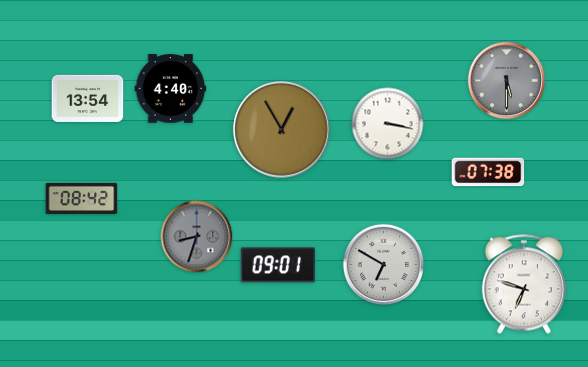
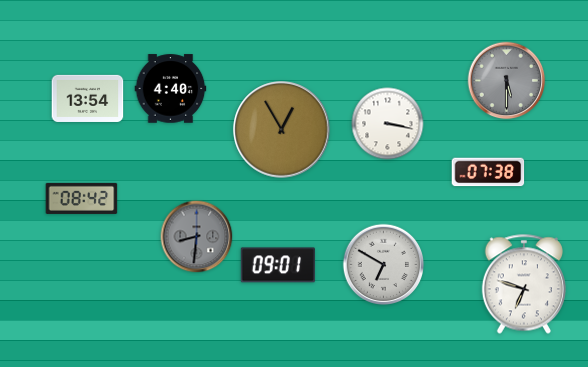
clock at (197, 237): 8:33 -> 8:31
